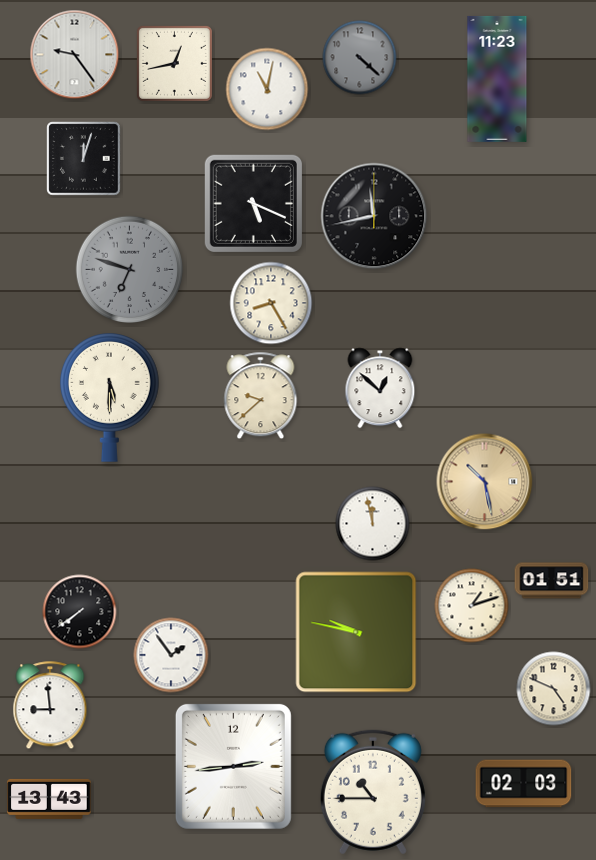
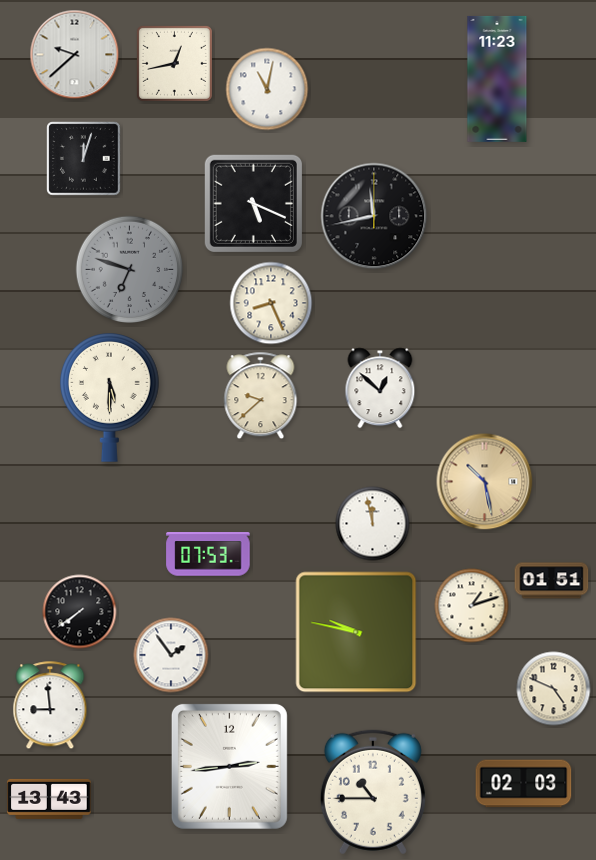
clock at (75, 55): 9:24 -> 9:38
clock at (360, 58): 4:22 -> none
clock at (271, 303): 8:25 -> 8:26
clock at (208, 554): none -> 07:53
clock at (233, 766) position: (233, 766) -> (229, 766)
